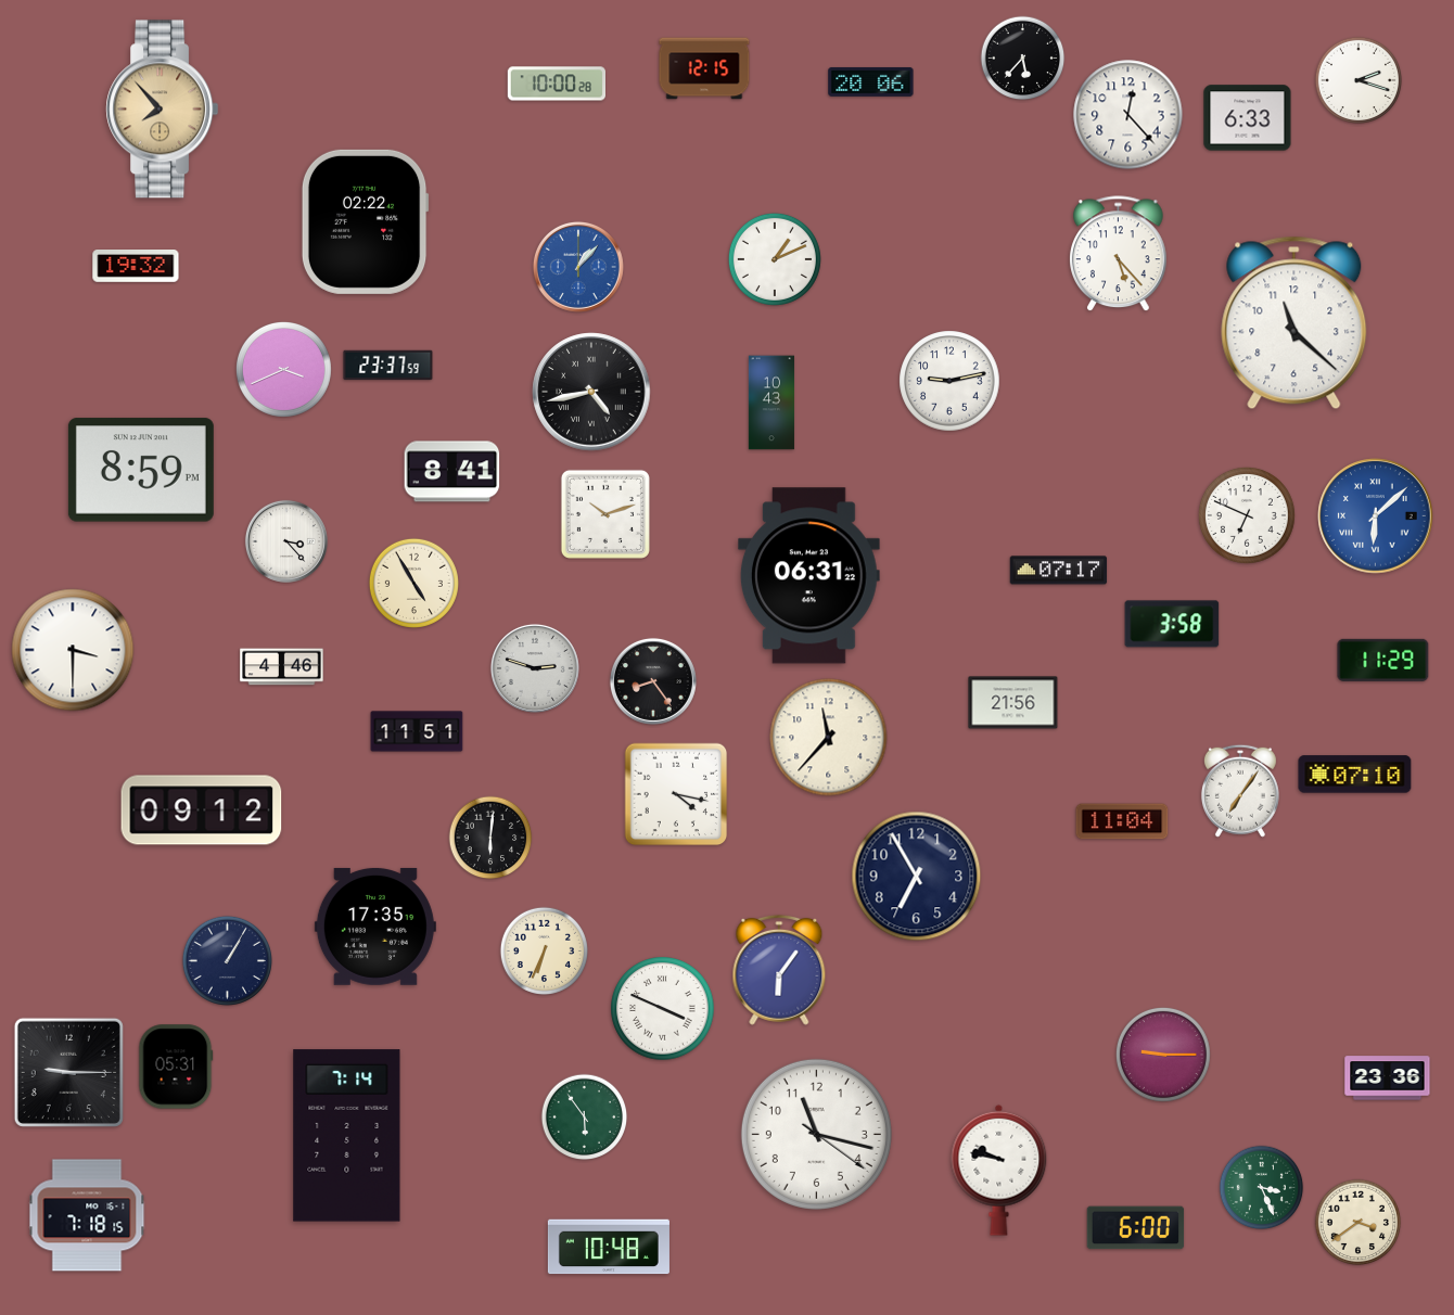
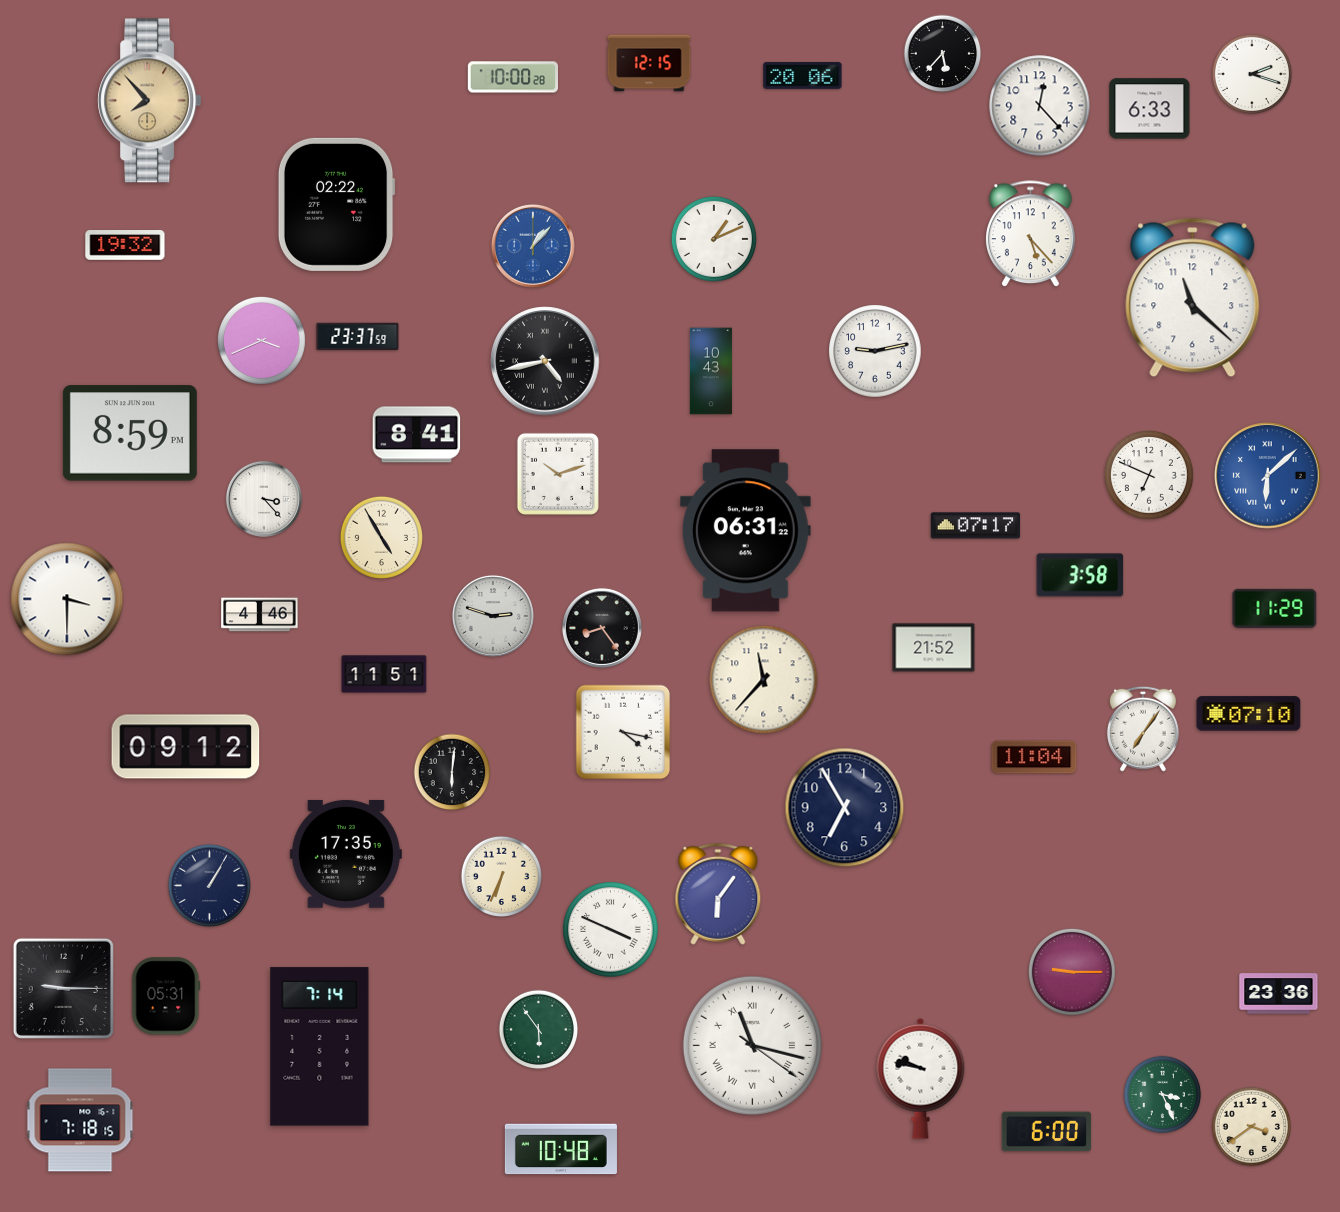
clock at (1013, 703): 21:56 -> 21:52
clock at (176, 1067) position: (176, 1067) -> (166, 996)
clock at (816, 1134) numerals: Arabic -> Roman
